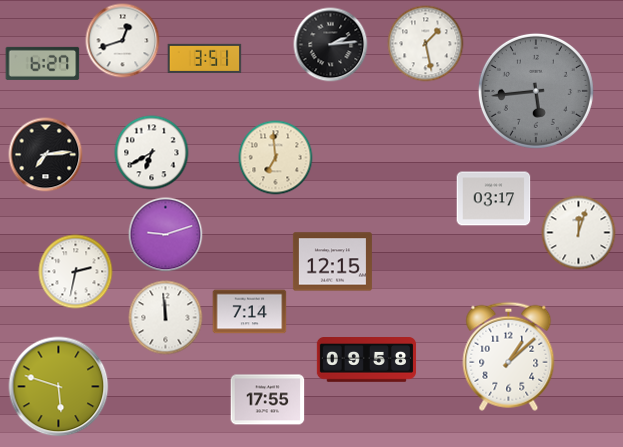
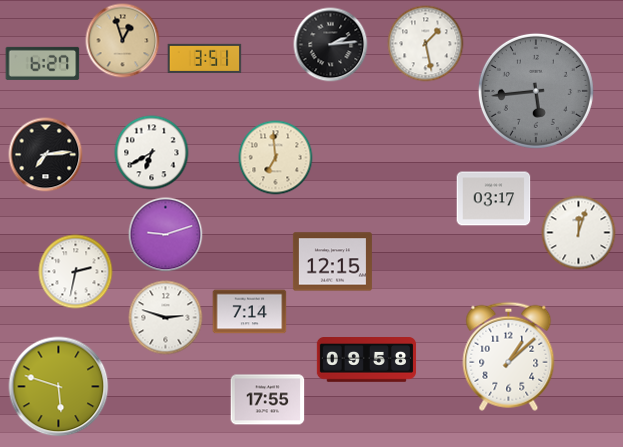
clock at (123, 41): 12:42 -> 12:57
clock at (123, 41) dial: white -> champagne
clock at (166, 318): 11:59 -> 2:48
